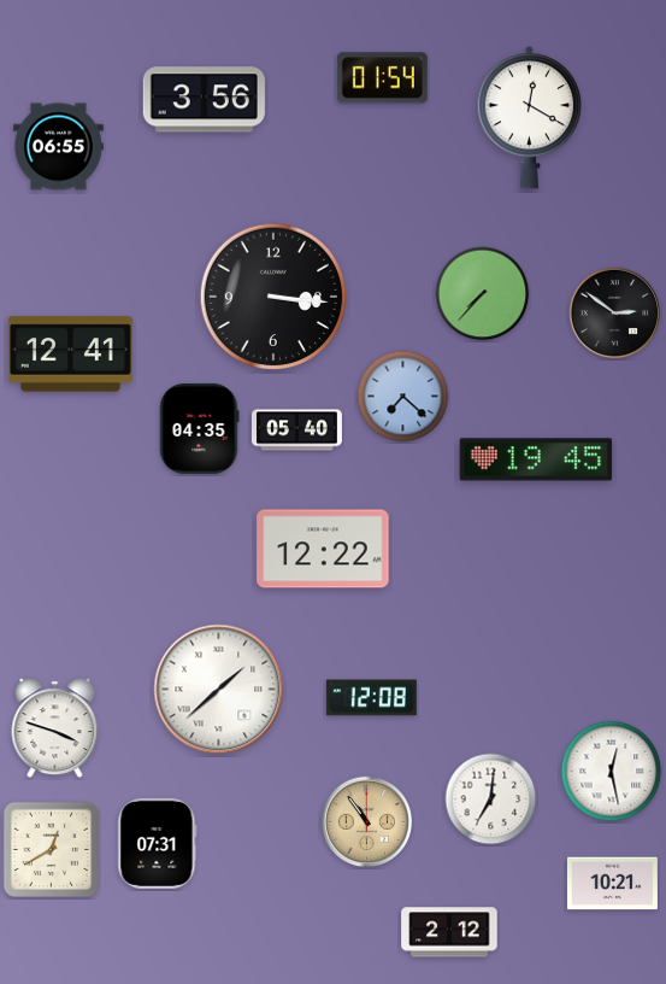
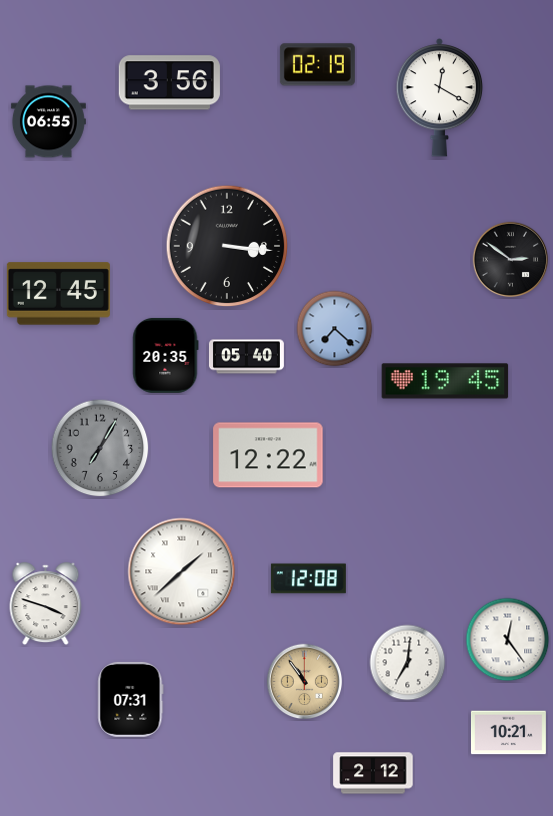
clock at (382, 78): 01:54 -> 02:19
clock at (483, 294): 7:37 -> none
clock at (70, 355): 12:41 -> 12:45
clock at (200, 428): 04:35 -> 20:35
clock at (100, 448): none -> 7:05
clock at (612, 772): 12:28 -> 12:24
clock at (51, 849): 12:40 -> none
